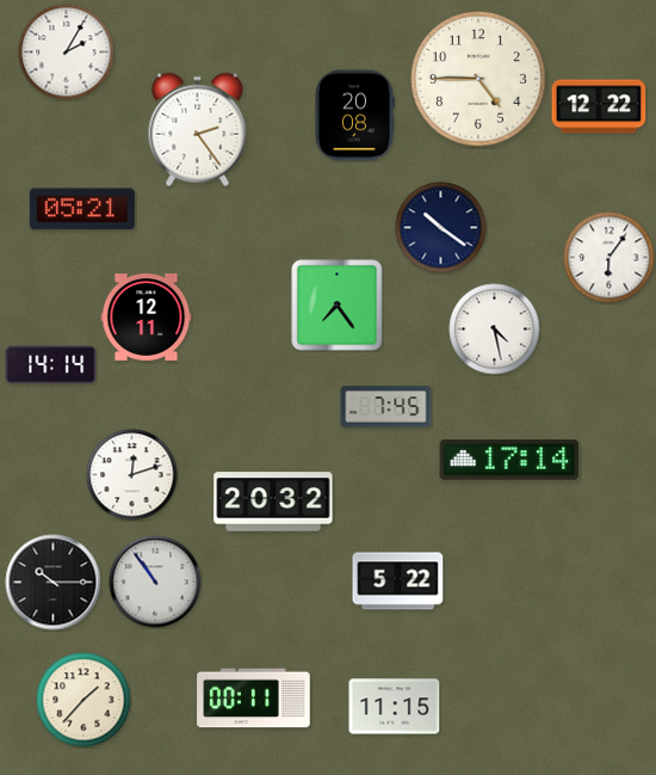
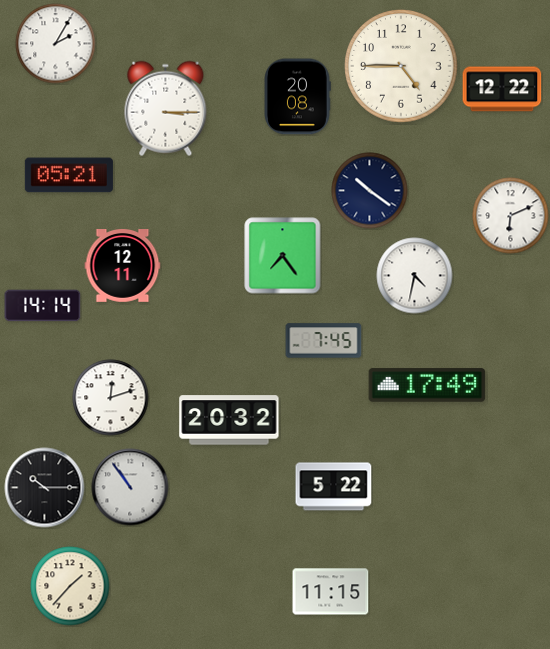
clock at (198, 130): 2:24 -> 3:15
clock at (609, 258): 6:06 -> 6:11
clock at (495, 330): 4:28 -> 4:32
clock at (509, 460): 17:14 -> 17:49
clock at (254, 699): 00:11 -> none
